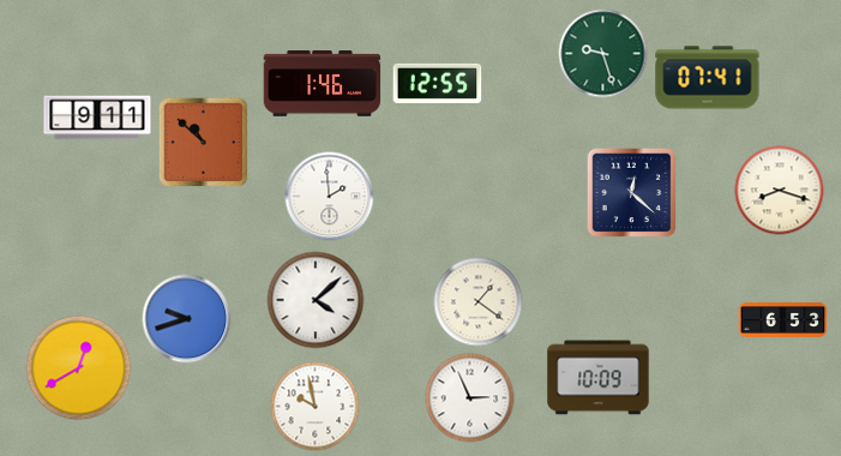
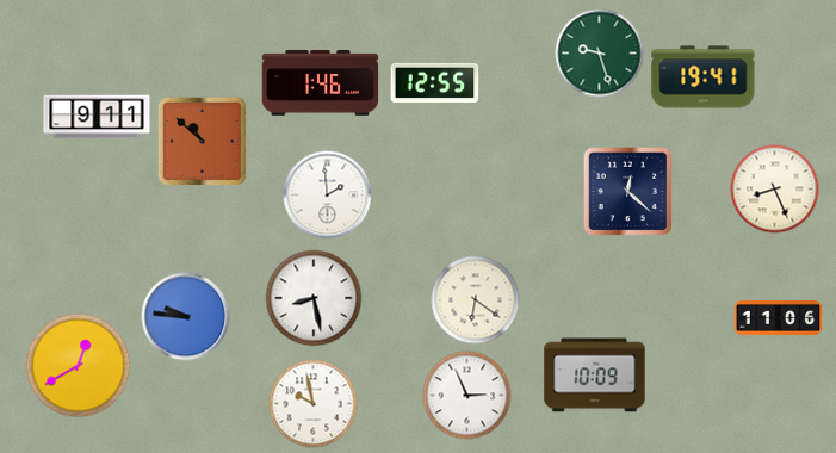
clock at (708, 78): 07:41 -> 19:41
clock at (780, 191): 8:18 -> 8:26
clock at (316, 300): 4:08 -> 8:28
clock at (479, 302): 1:21 -> 6:21
clock at (187, 319): 9:42 -> 9:46
clock at (783, 320): 6:53 -> 11:06
